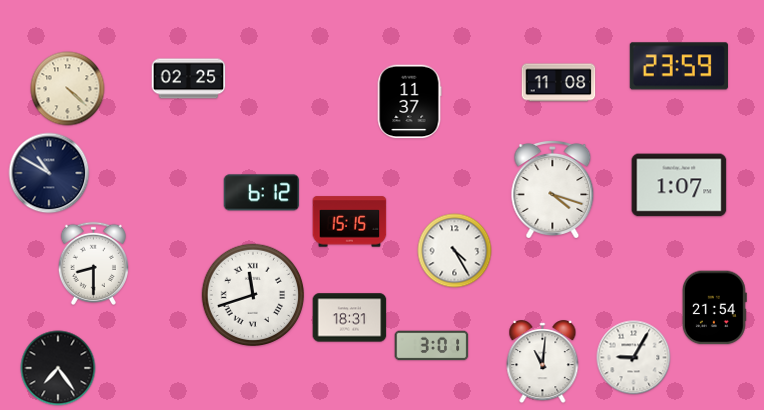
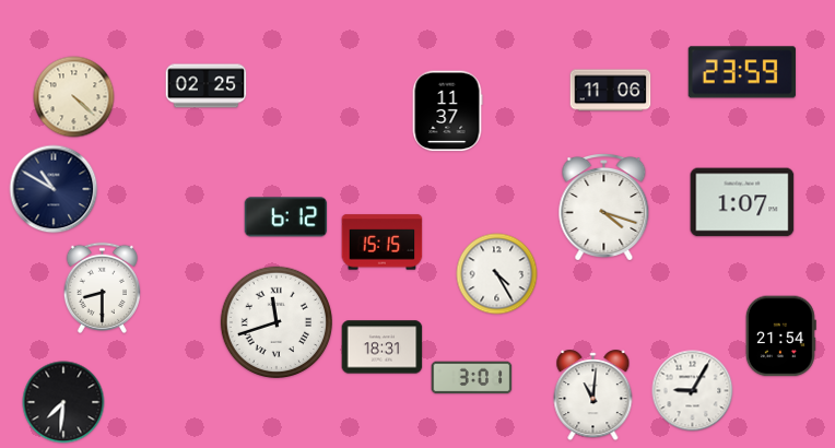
clock at (559, 83): 11:08 -> 11:06
clock at (262, 193) position: (262, 193) -> (286, 217)
clock at (58, 368): 7:24 -> 7:31
